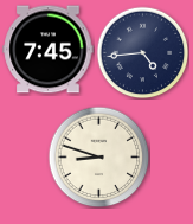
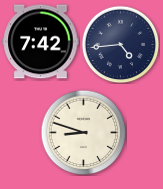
clock at (49, 50): 7:45 -> 7:42
